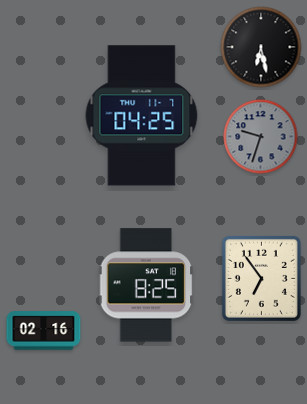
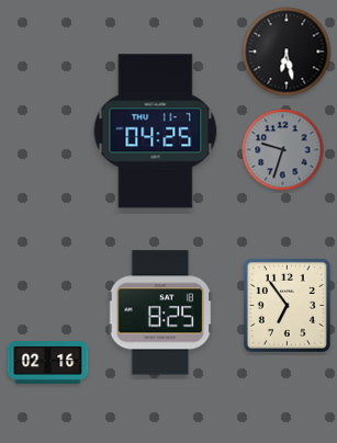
clock at (142, 116) position: (142, 116) -> (156, 132)
clock at (261, 137) position: (261, 137) -> (283, 150)
